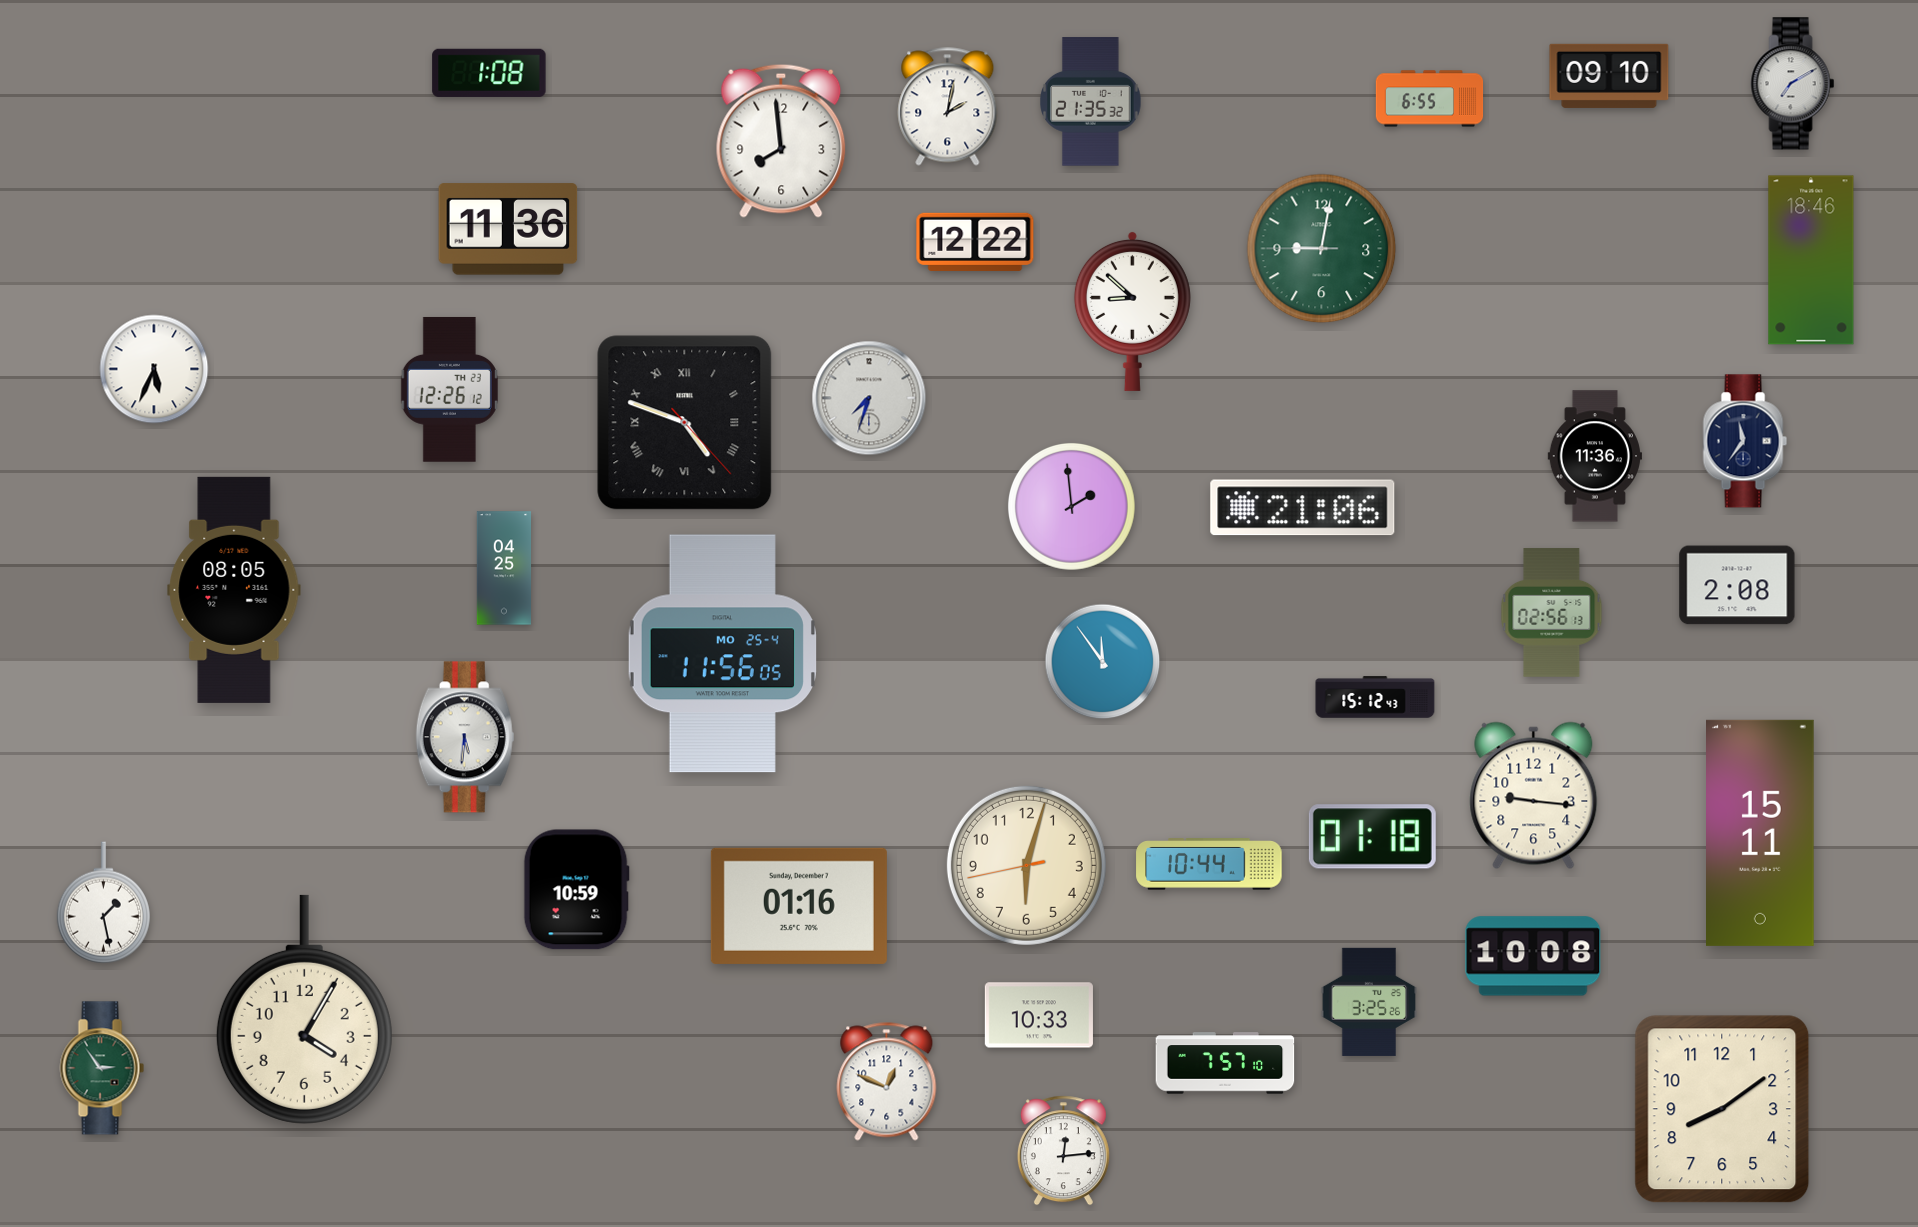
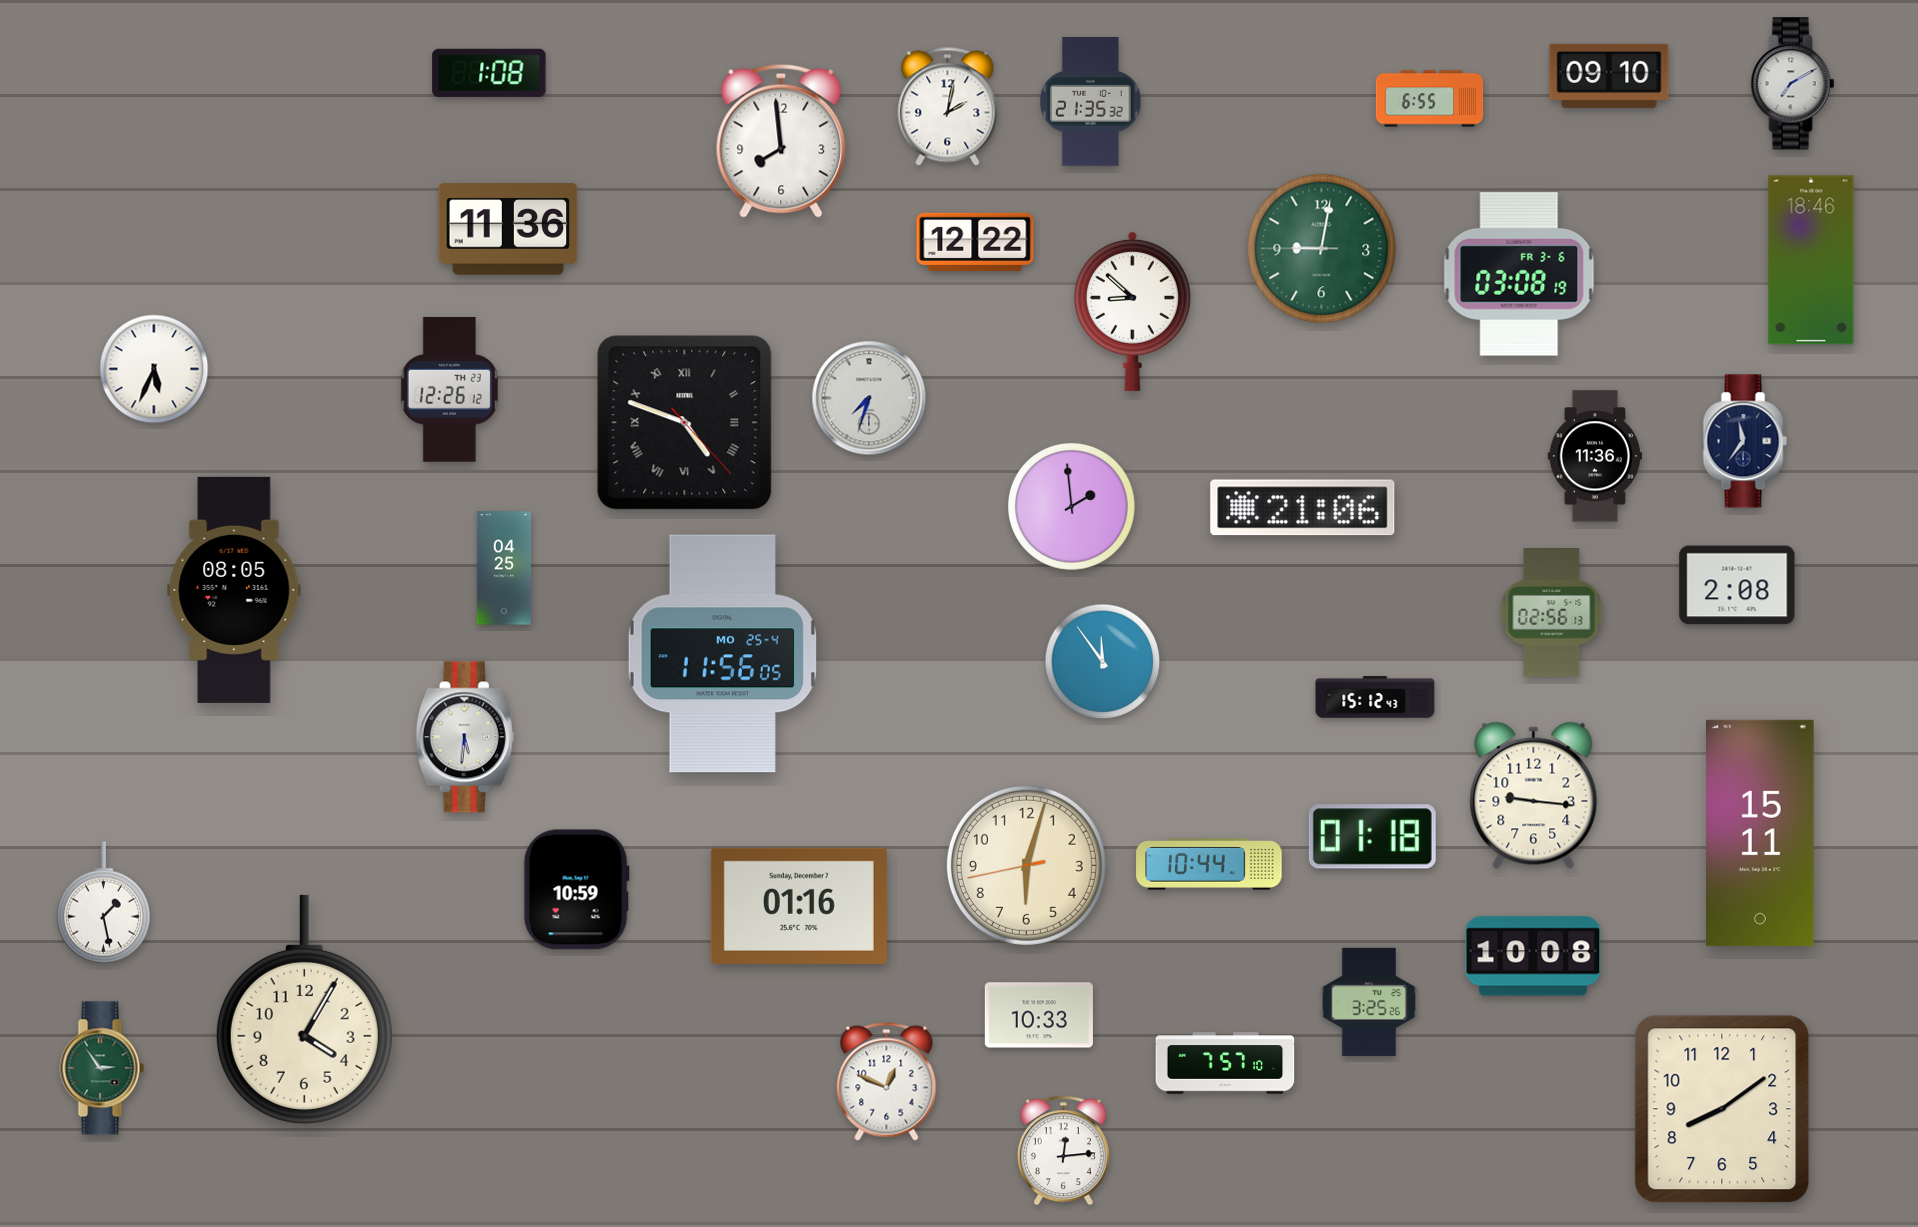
clock at (1519, 274): none -> 03:08
